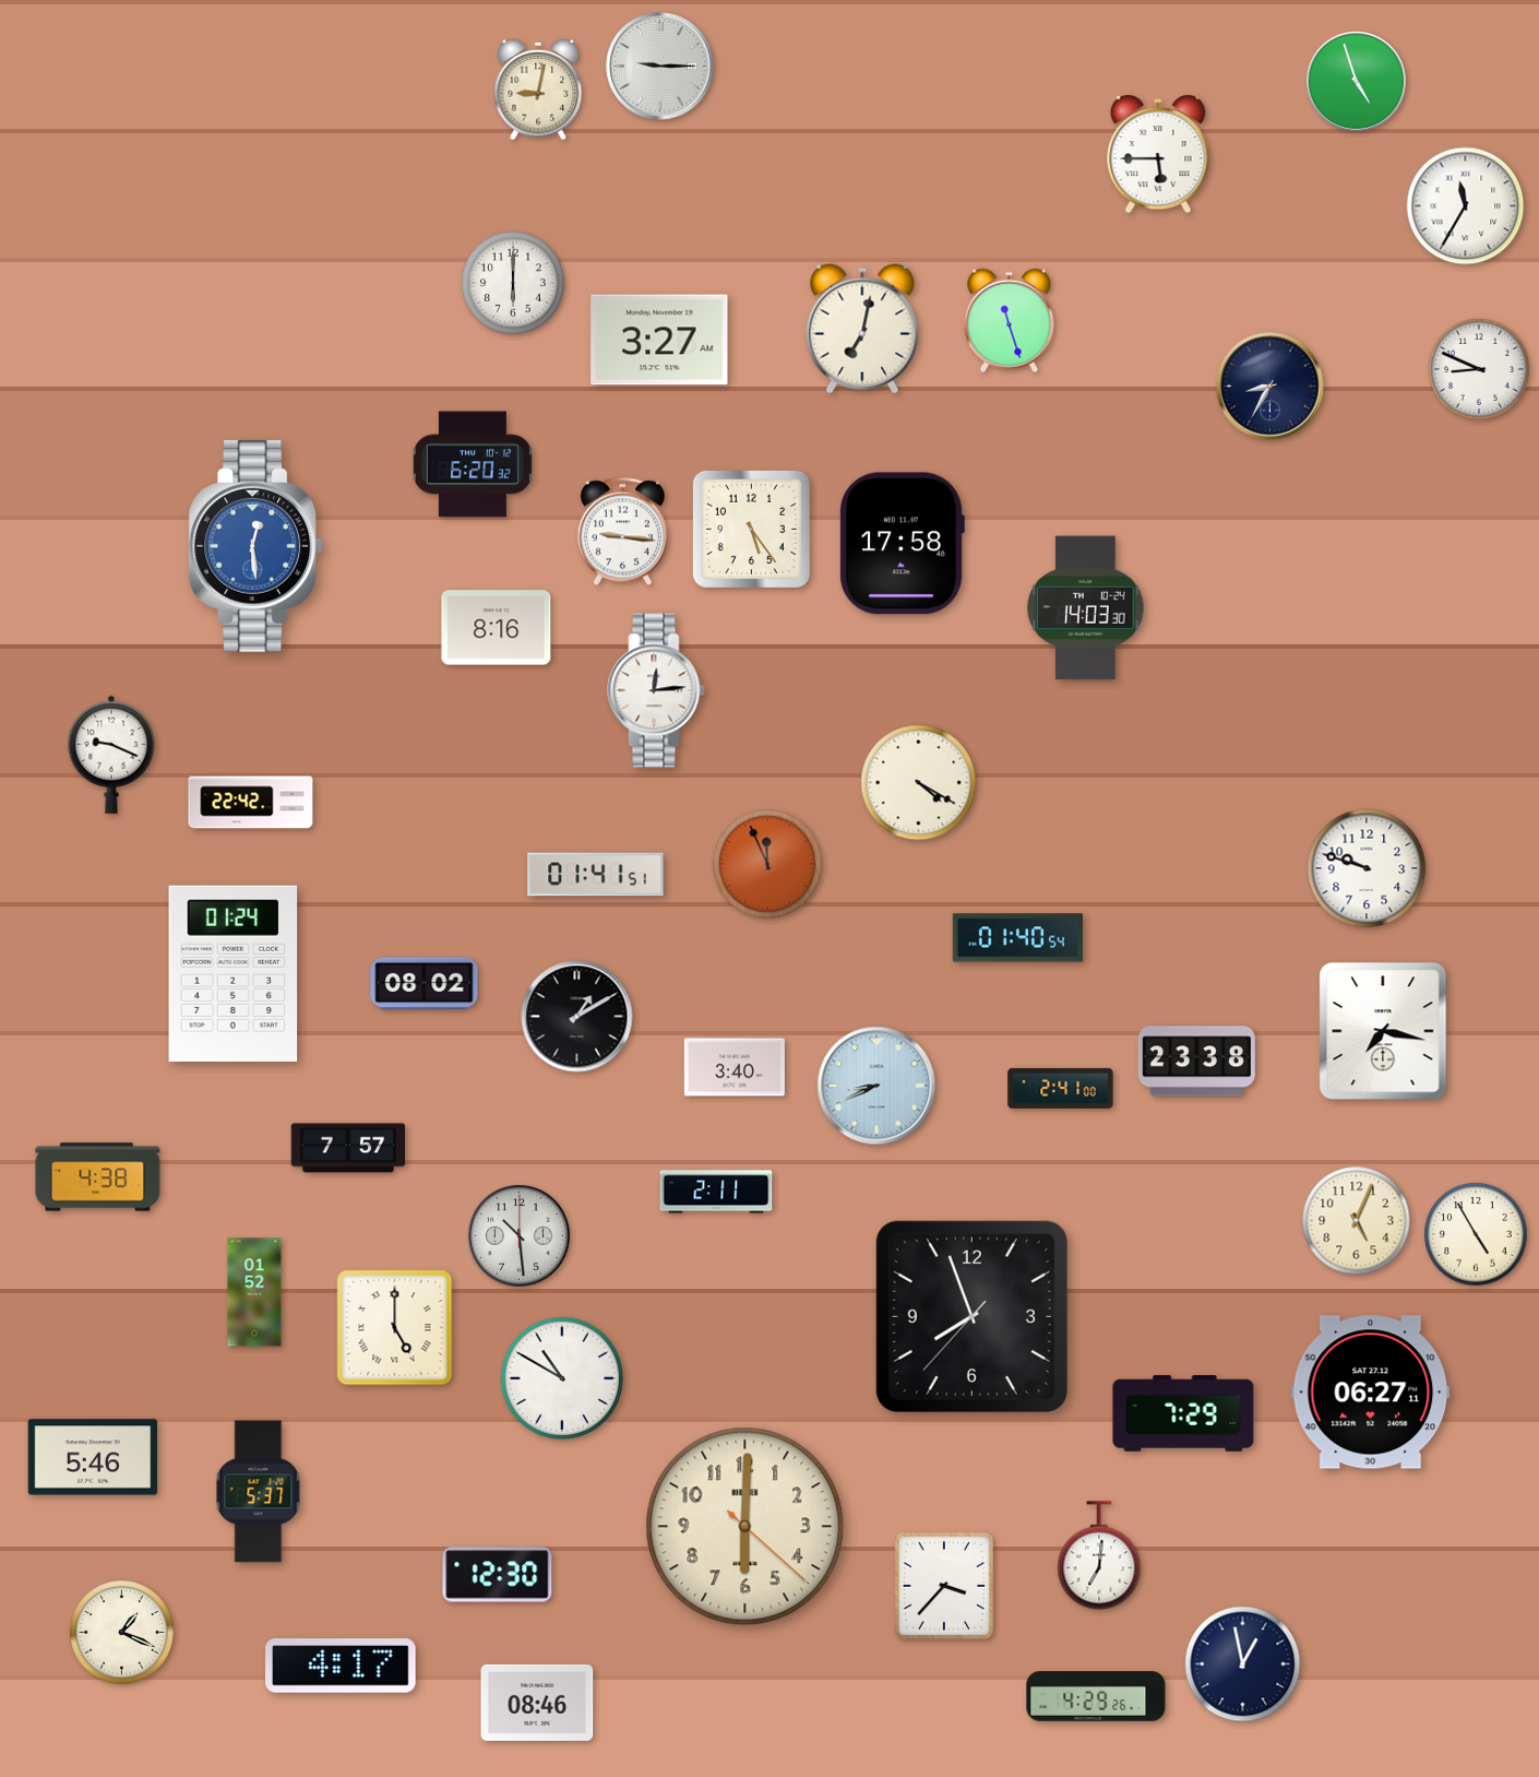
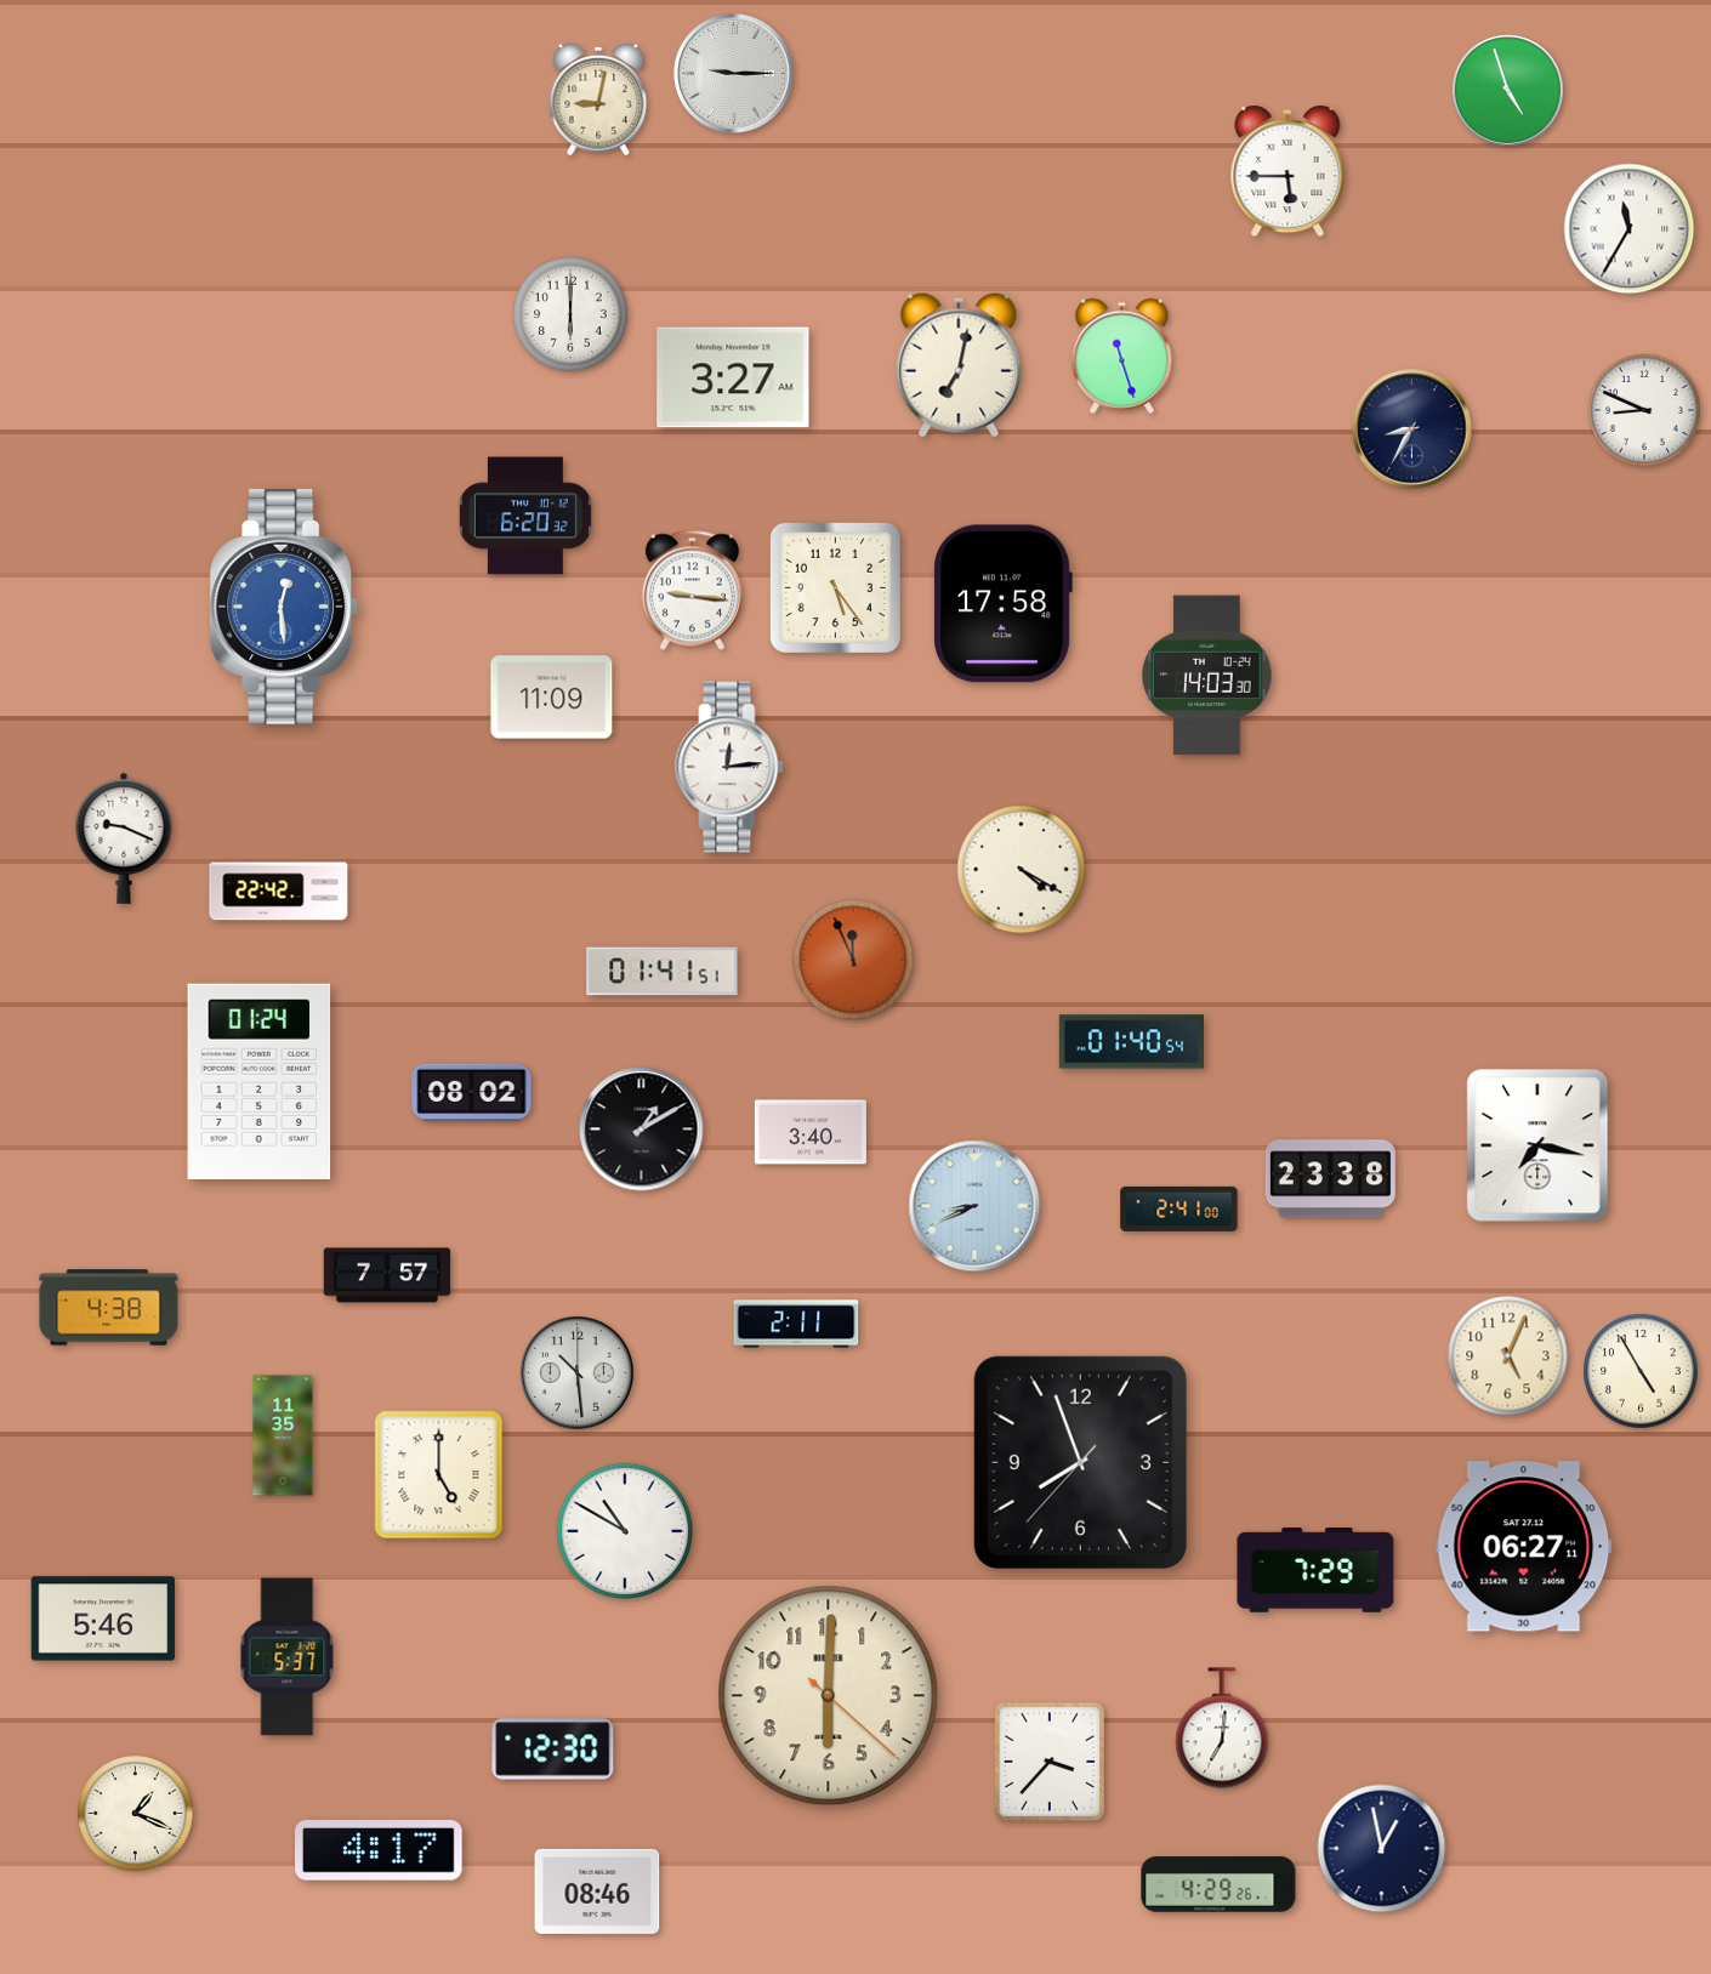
clock at (497, 628): 8:16 -> 11:09
clock at (1367, 868): 9:48 -> none
clock at (735, 1067) position: (735, 1067) -> (811, 1132)
clock at (254, 1292): 01:52 -> 11:35
